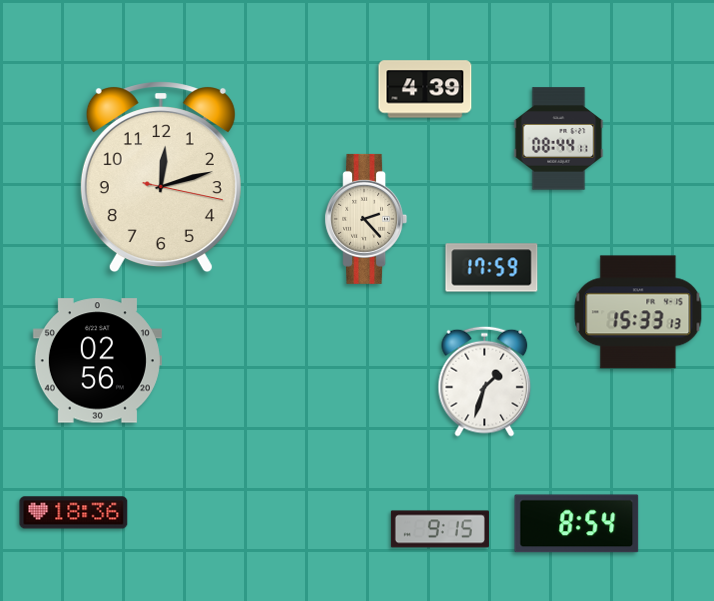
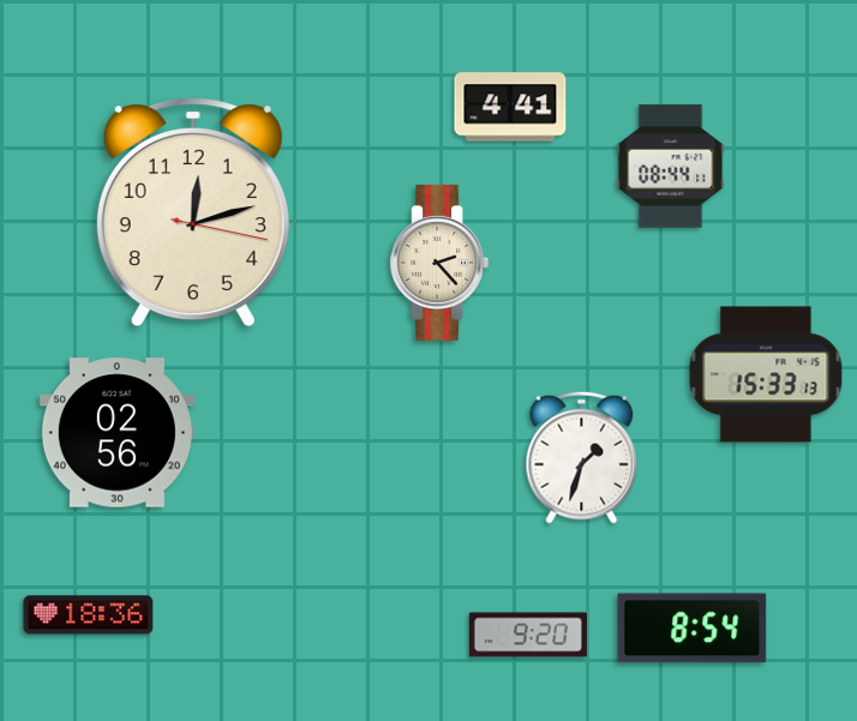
clock at (425, 89): 4:39 -> 4:41
clock at (492, 268): 17:59 -> none
clock at (440, 529): 9:15 -> 9:20
